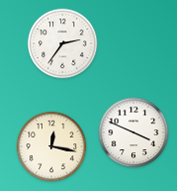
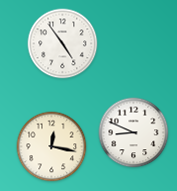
clock at (63, 44): 2:36 -> 4:54
clock at (134, 133): 3:49 -> 8:49
